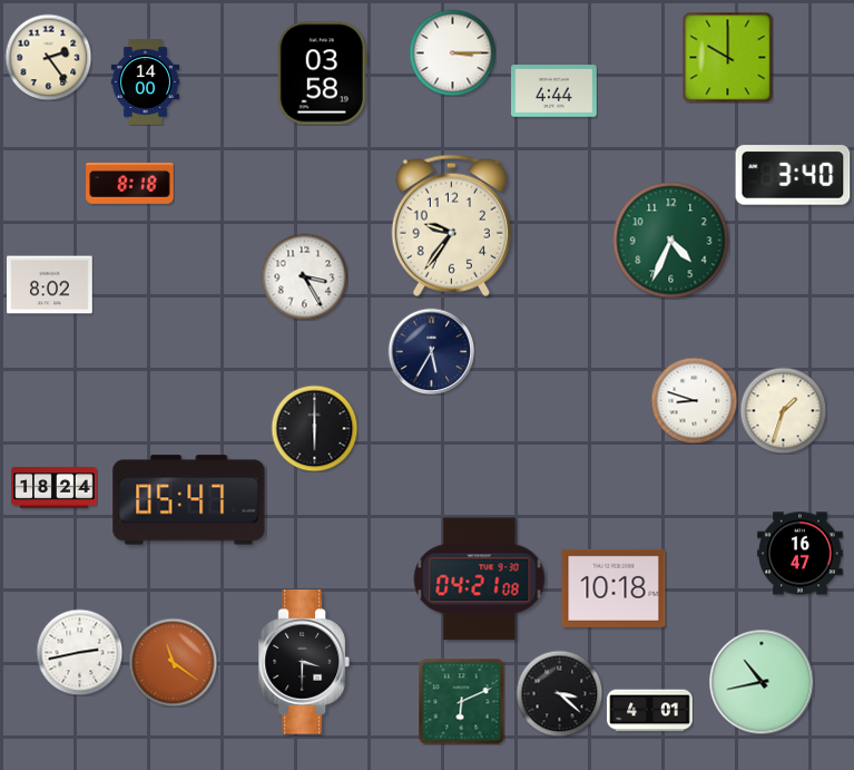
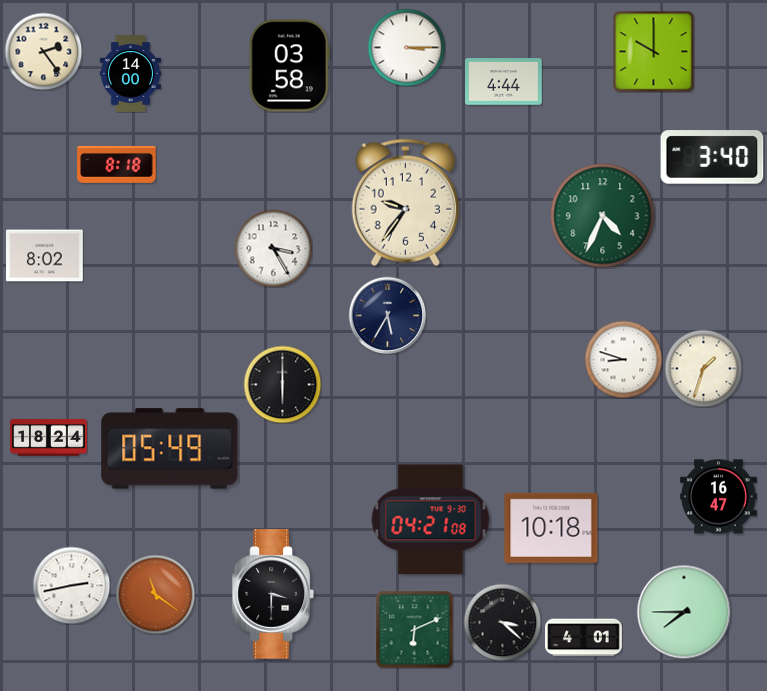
clock at (554, 91) position: (554, 91) -> (504, 82)
clock at (189, 500): 05:47 -> 05:49
clock at (762, 682): 10:43 -> 7:45
